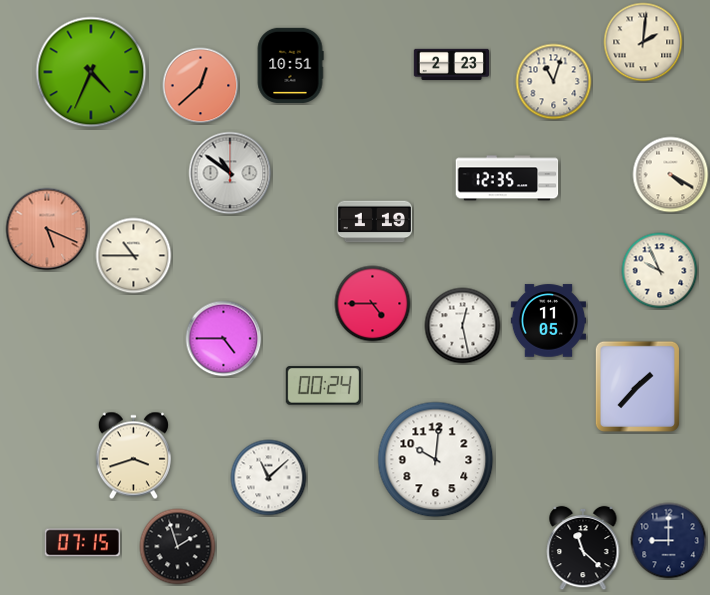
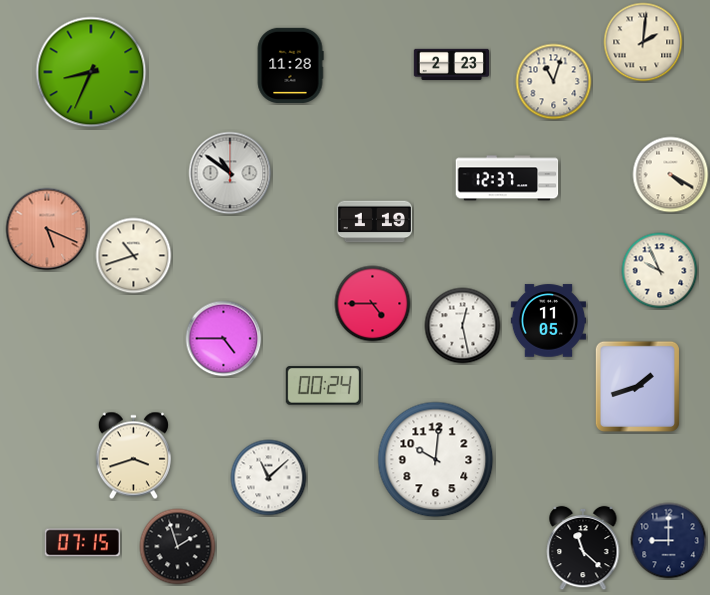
clock at (290, 65): 10:51 -> 11:28
clock at (91, 72): 4:34 -> 8:34
clock at (201, 86): 12:38 -> none
clock at (507, 178): 12:35 -> 12:37
clock at (134, 256): 10:45 -> 10:42
clock at (637, 386): 1:37 -> 1:42
